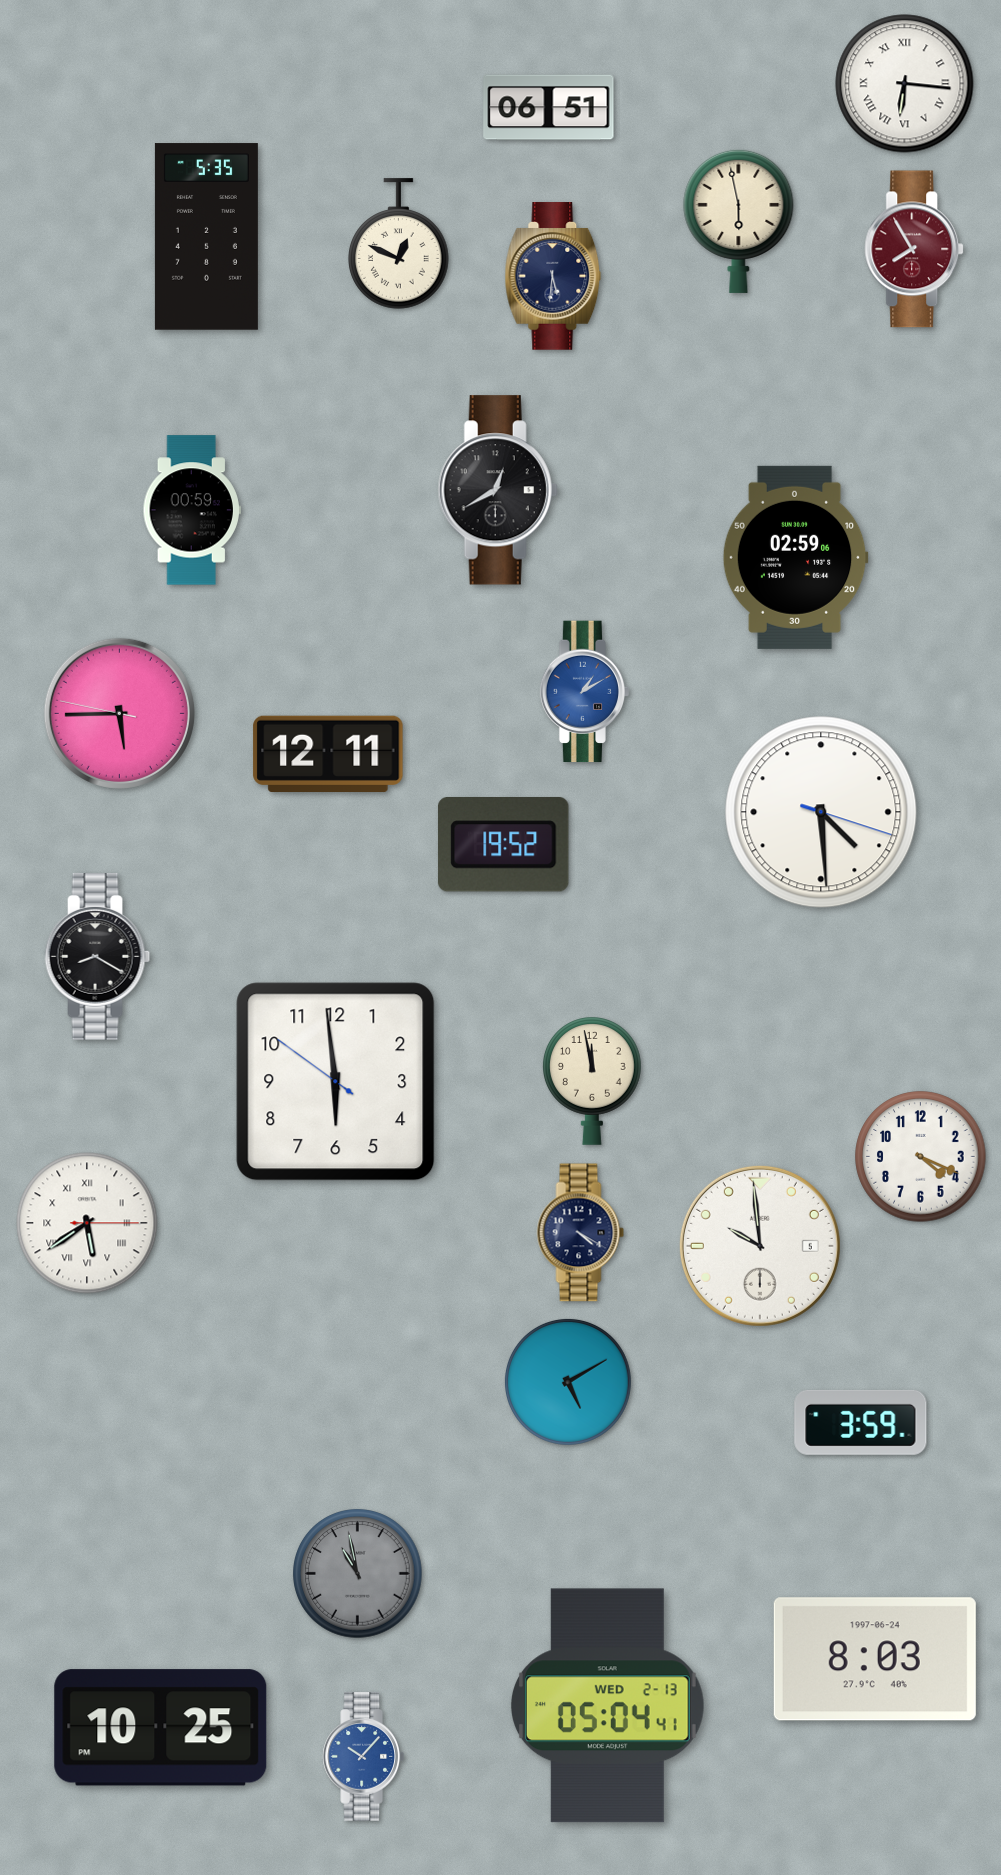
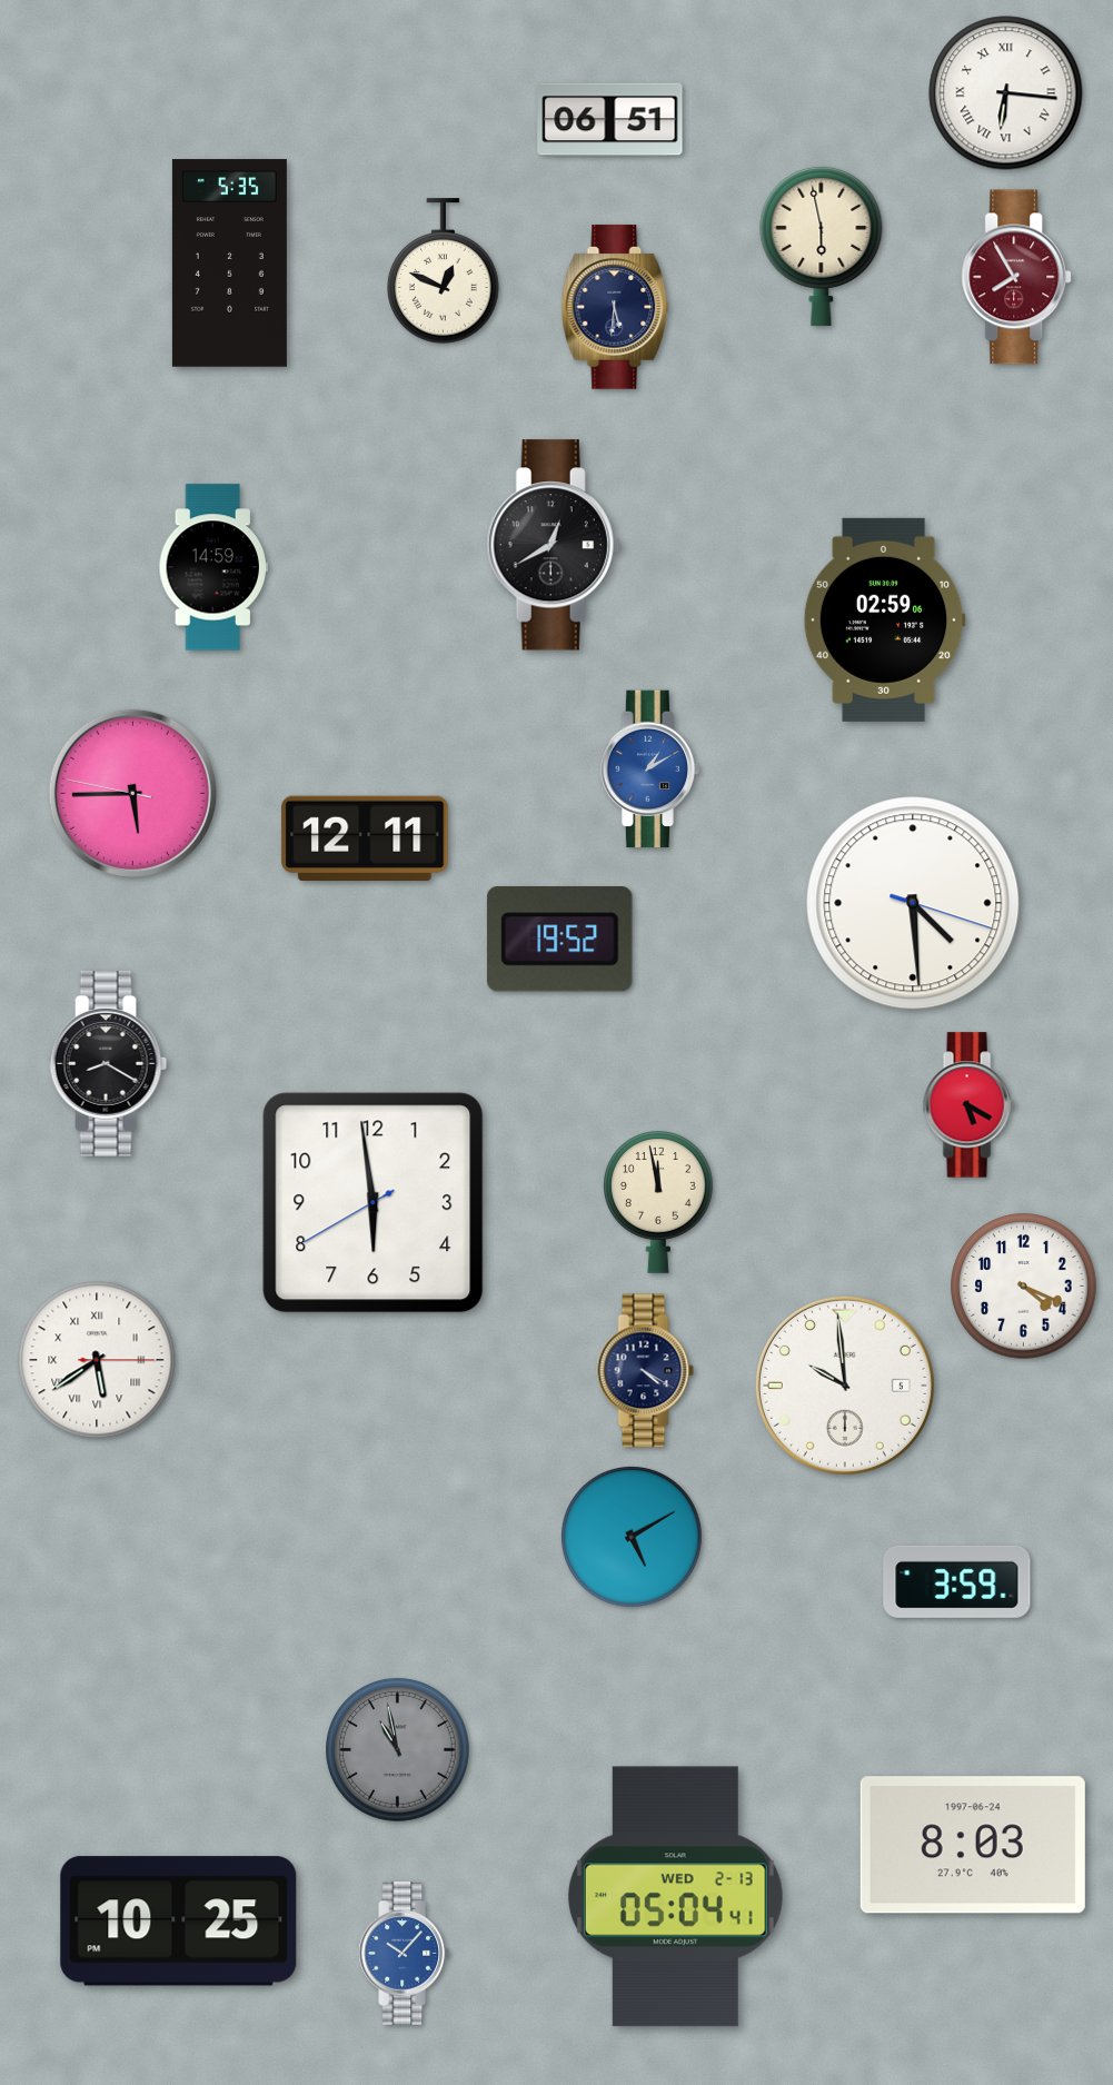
clock at (191, 510): 00:59 -> 14:59
clock at (968, 1105): none -> 5:20
clock at (336, 1082): 5:58:51 -> 5:58:40
